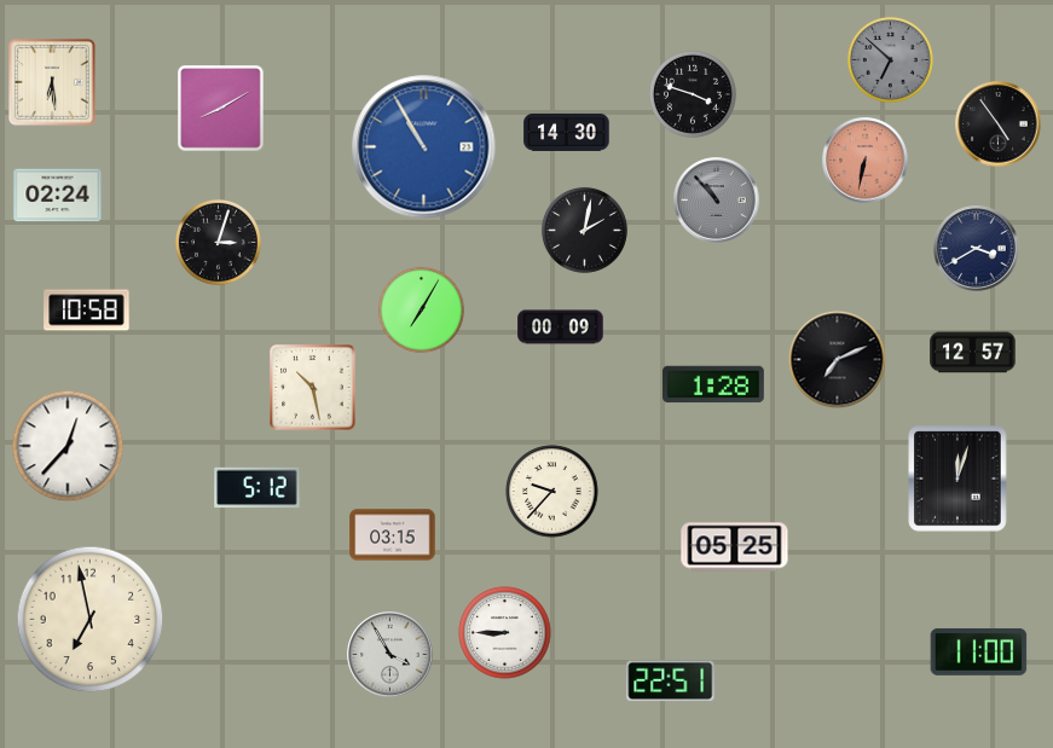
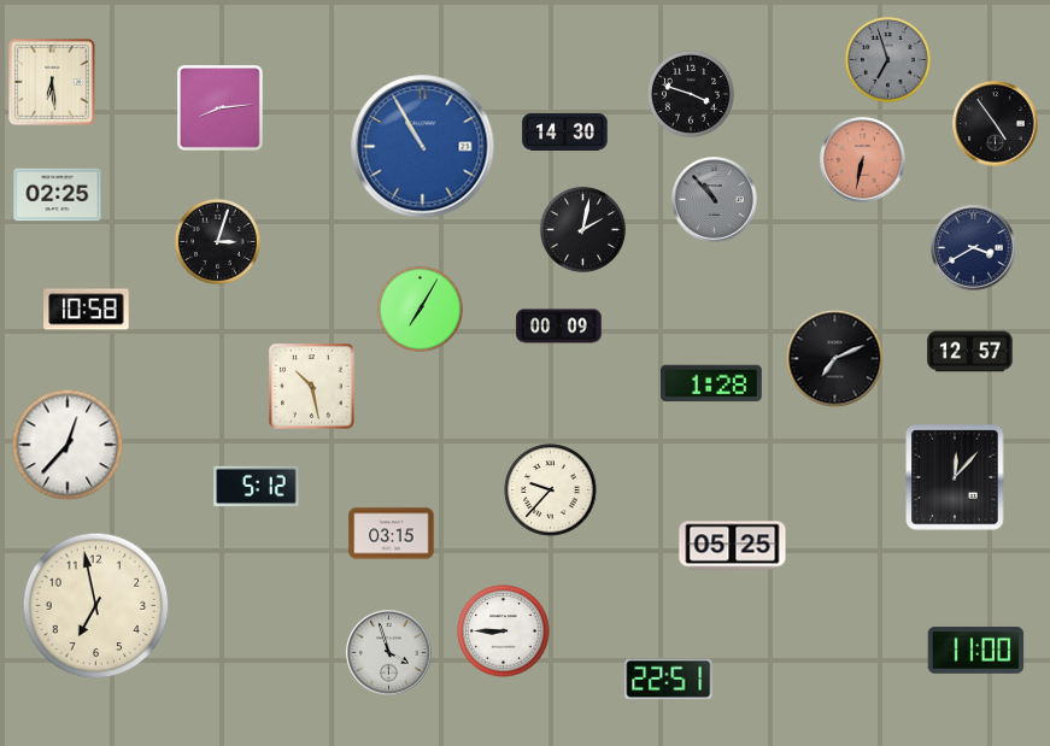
clock at (890, 59): 6:52 -> 6:57
clock at (221, 109): 8:10 -> 8:14
clock at (58, 196): 02:24 -> 02:25
clock at (957, 479): 12:03 -> 12:07
clock at (91, 620) position: (91, 620) -> (96, 606)
clock at (390, 655): 3:55 -> 3:57
